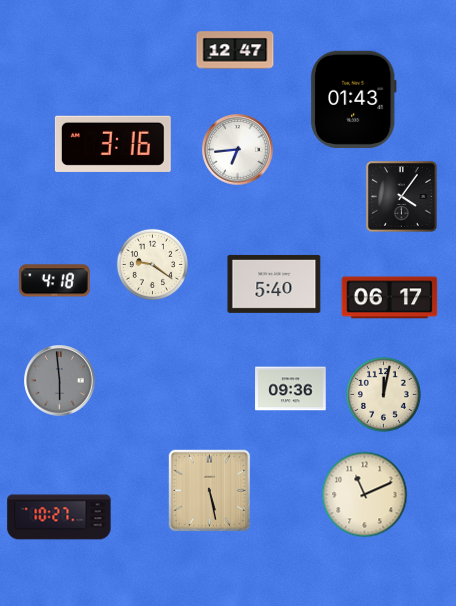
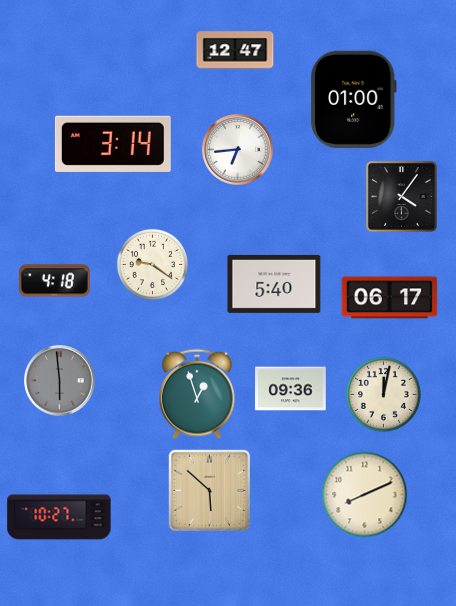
clock at (353, 99): 01:43 -> 01:00
clock at (113, 144): 3:16 -> 3:14
clock at (197, 394): none -> 12:57
clock at (210, 491): 5:28 -> 5:52
clock at (365, 495): 11:11 -> 8:11
